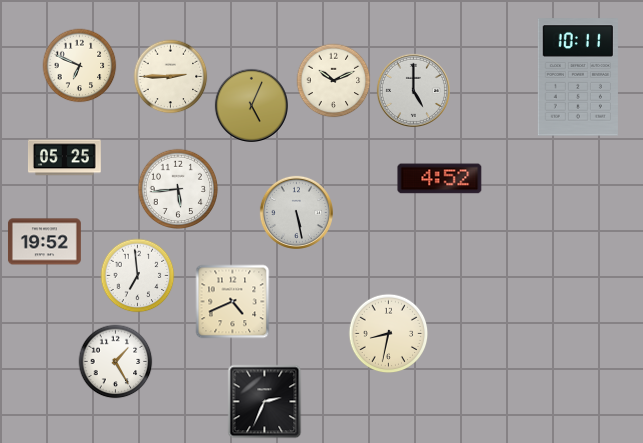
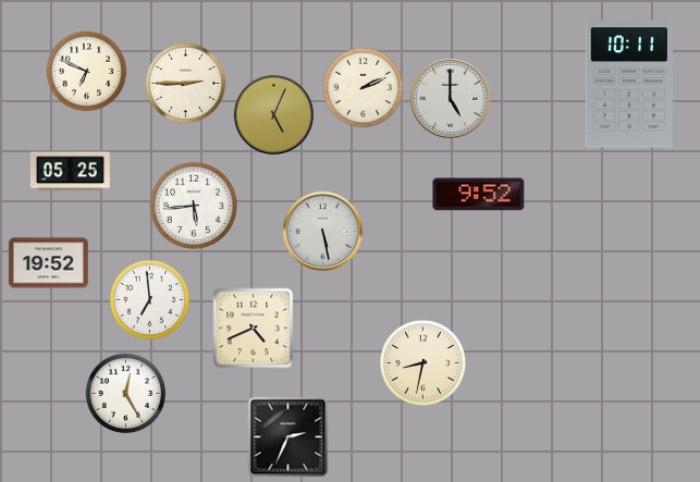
clock at (334, 81): 10:11 -> 2:11
clock at (440, 179): 4:52 -> 9:52
clock at (116, 362): 1:25 -> 12:25
